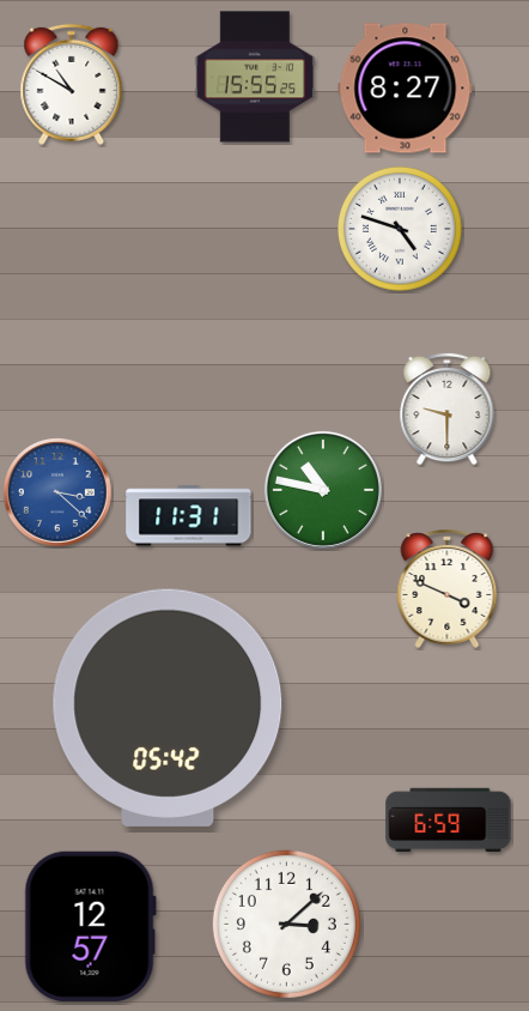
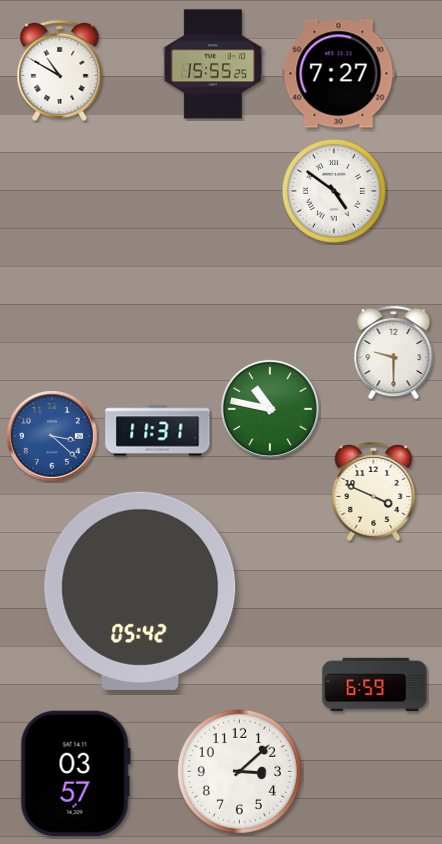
clock at (406, 89): 8:27 -> 7:27
clock at (400, 229): 4:48 -> 4:51
clock at (448, 408) position: (448, 408) -> (394, 352)
clock at (57, 492) position: (57, 492) -> (52, 436)
clock at (90, 926): 12:57 -> 03:57
